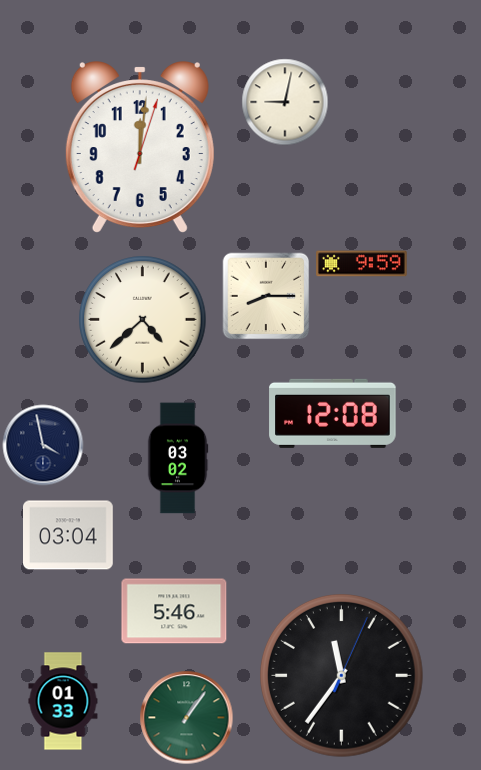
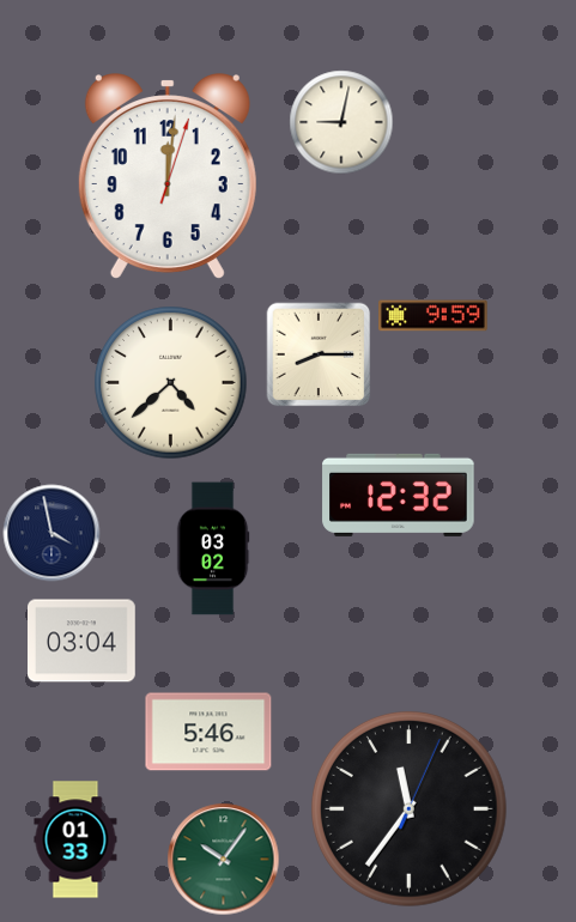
clock at (333, 413): 12:08 -> 12:32
clock at (187, 718): 1:06 -> 10:06
